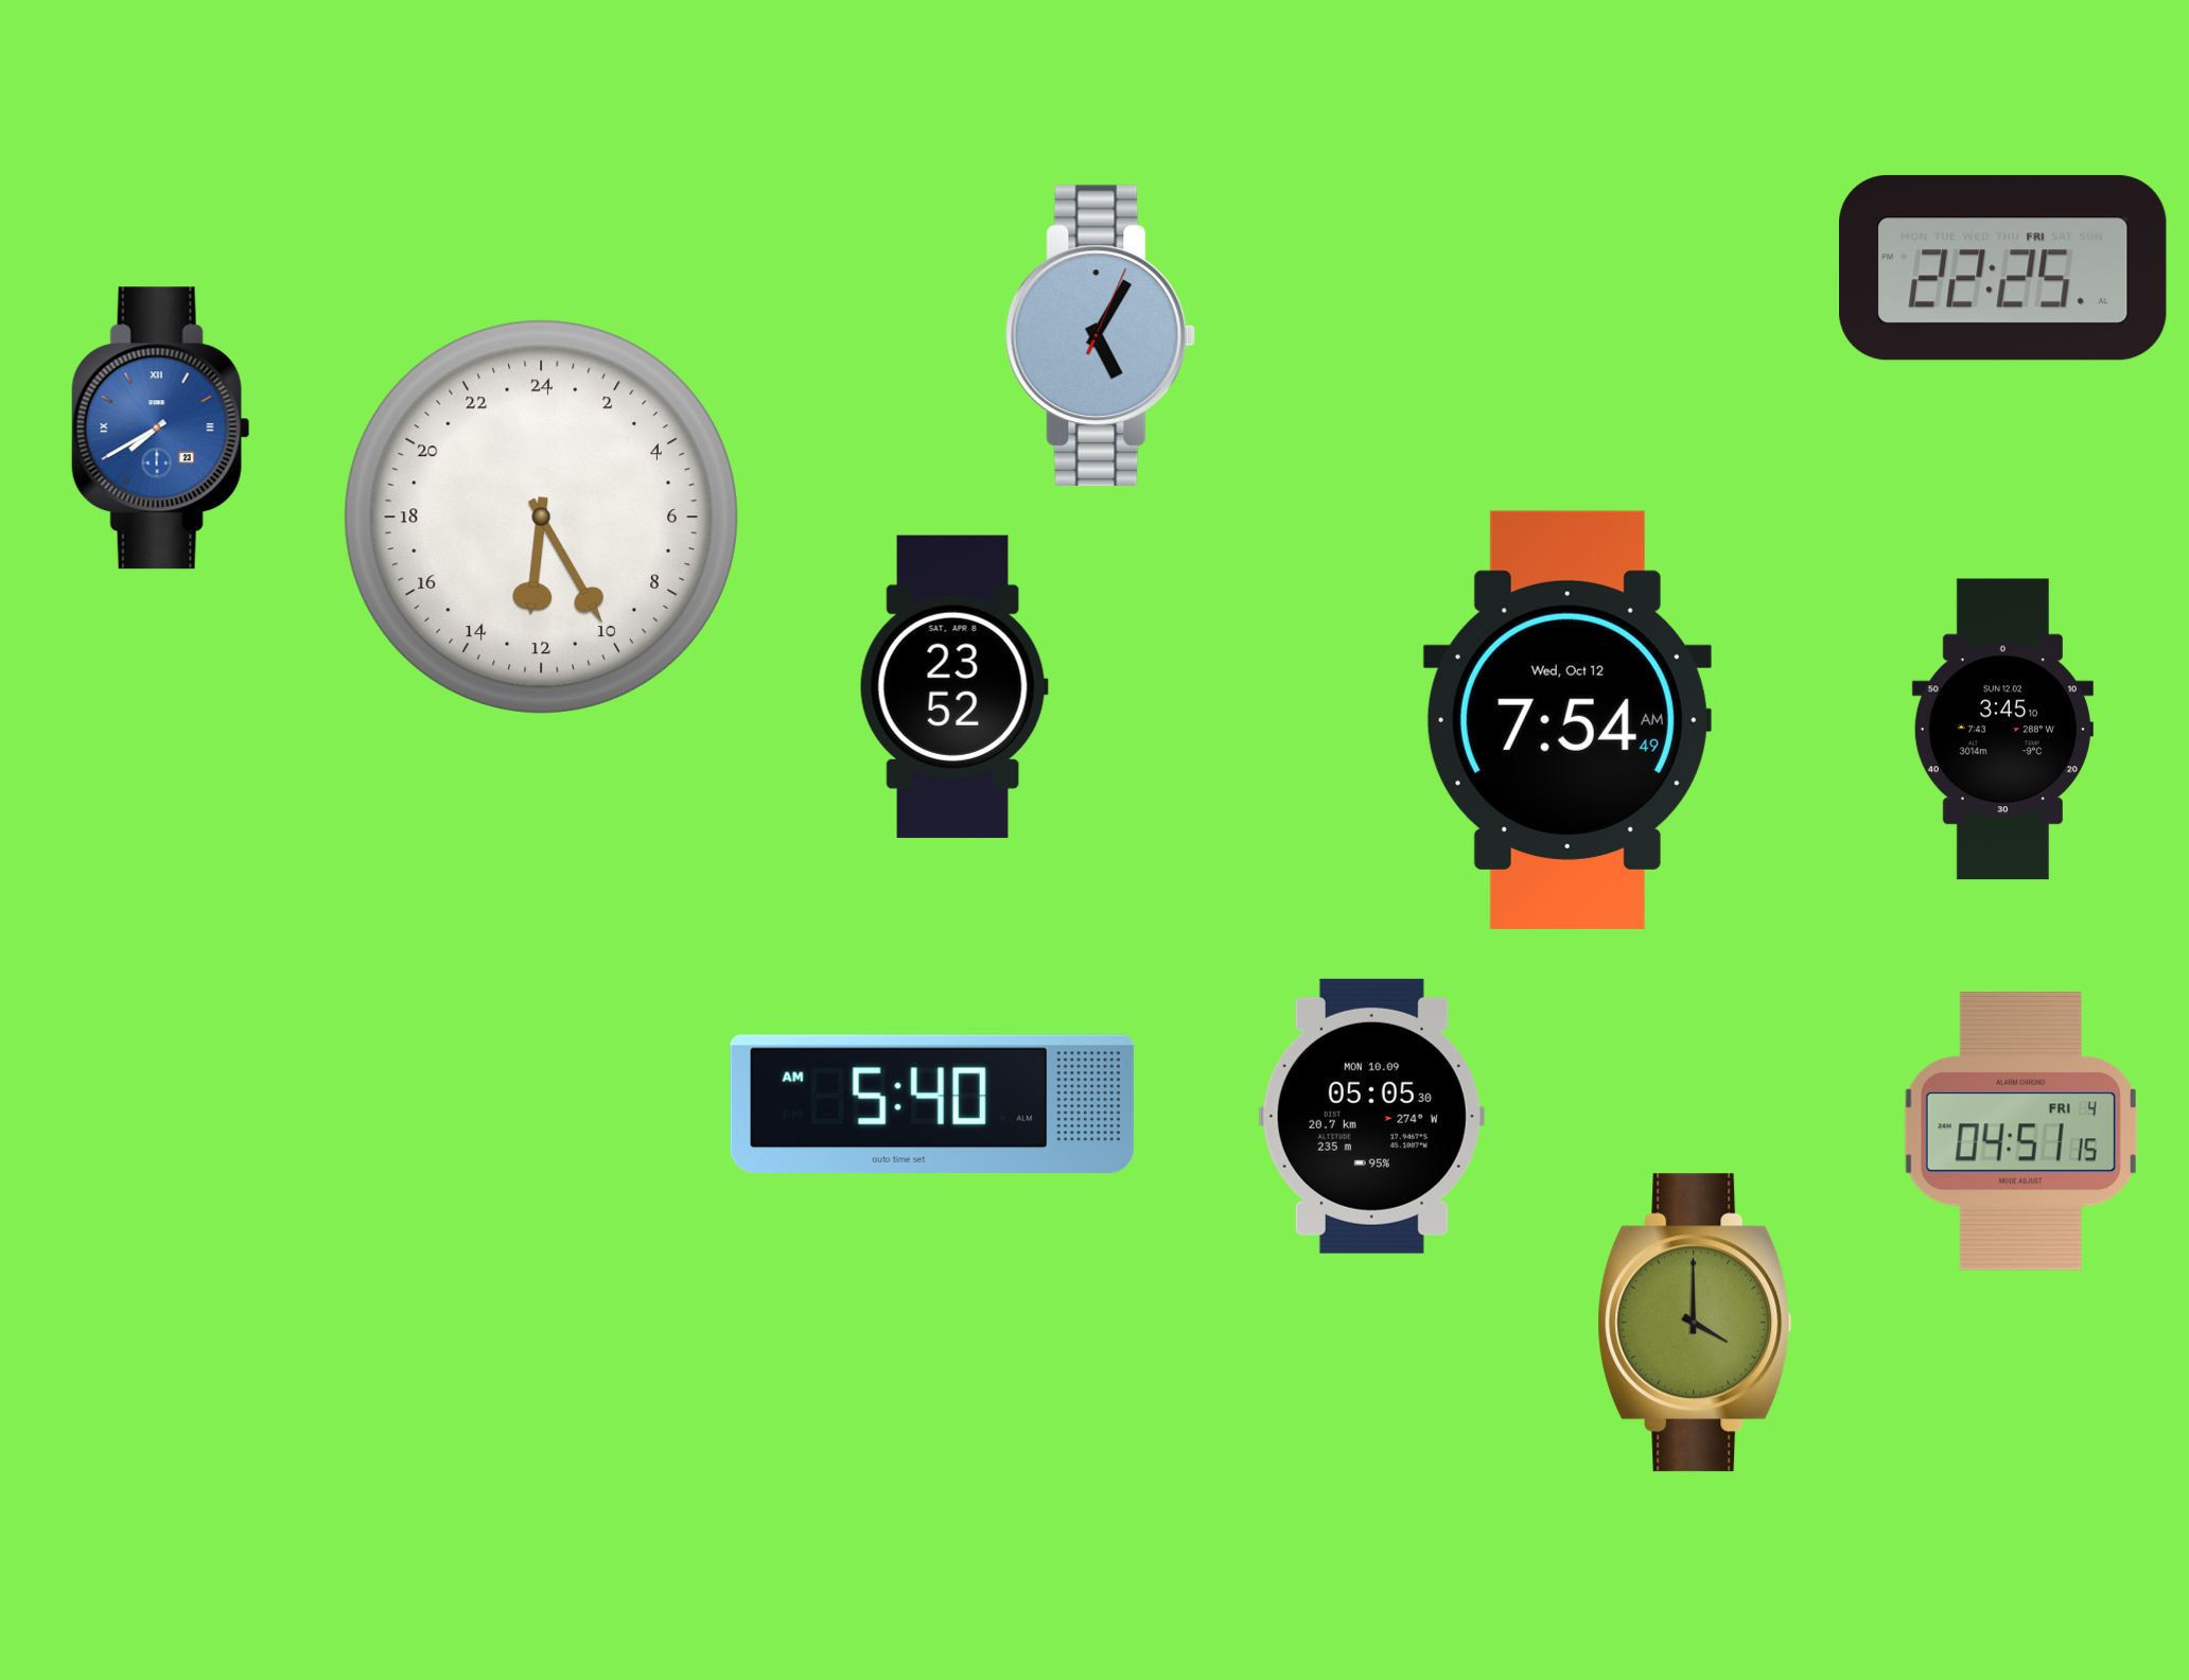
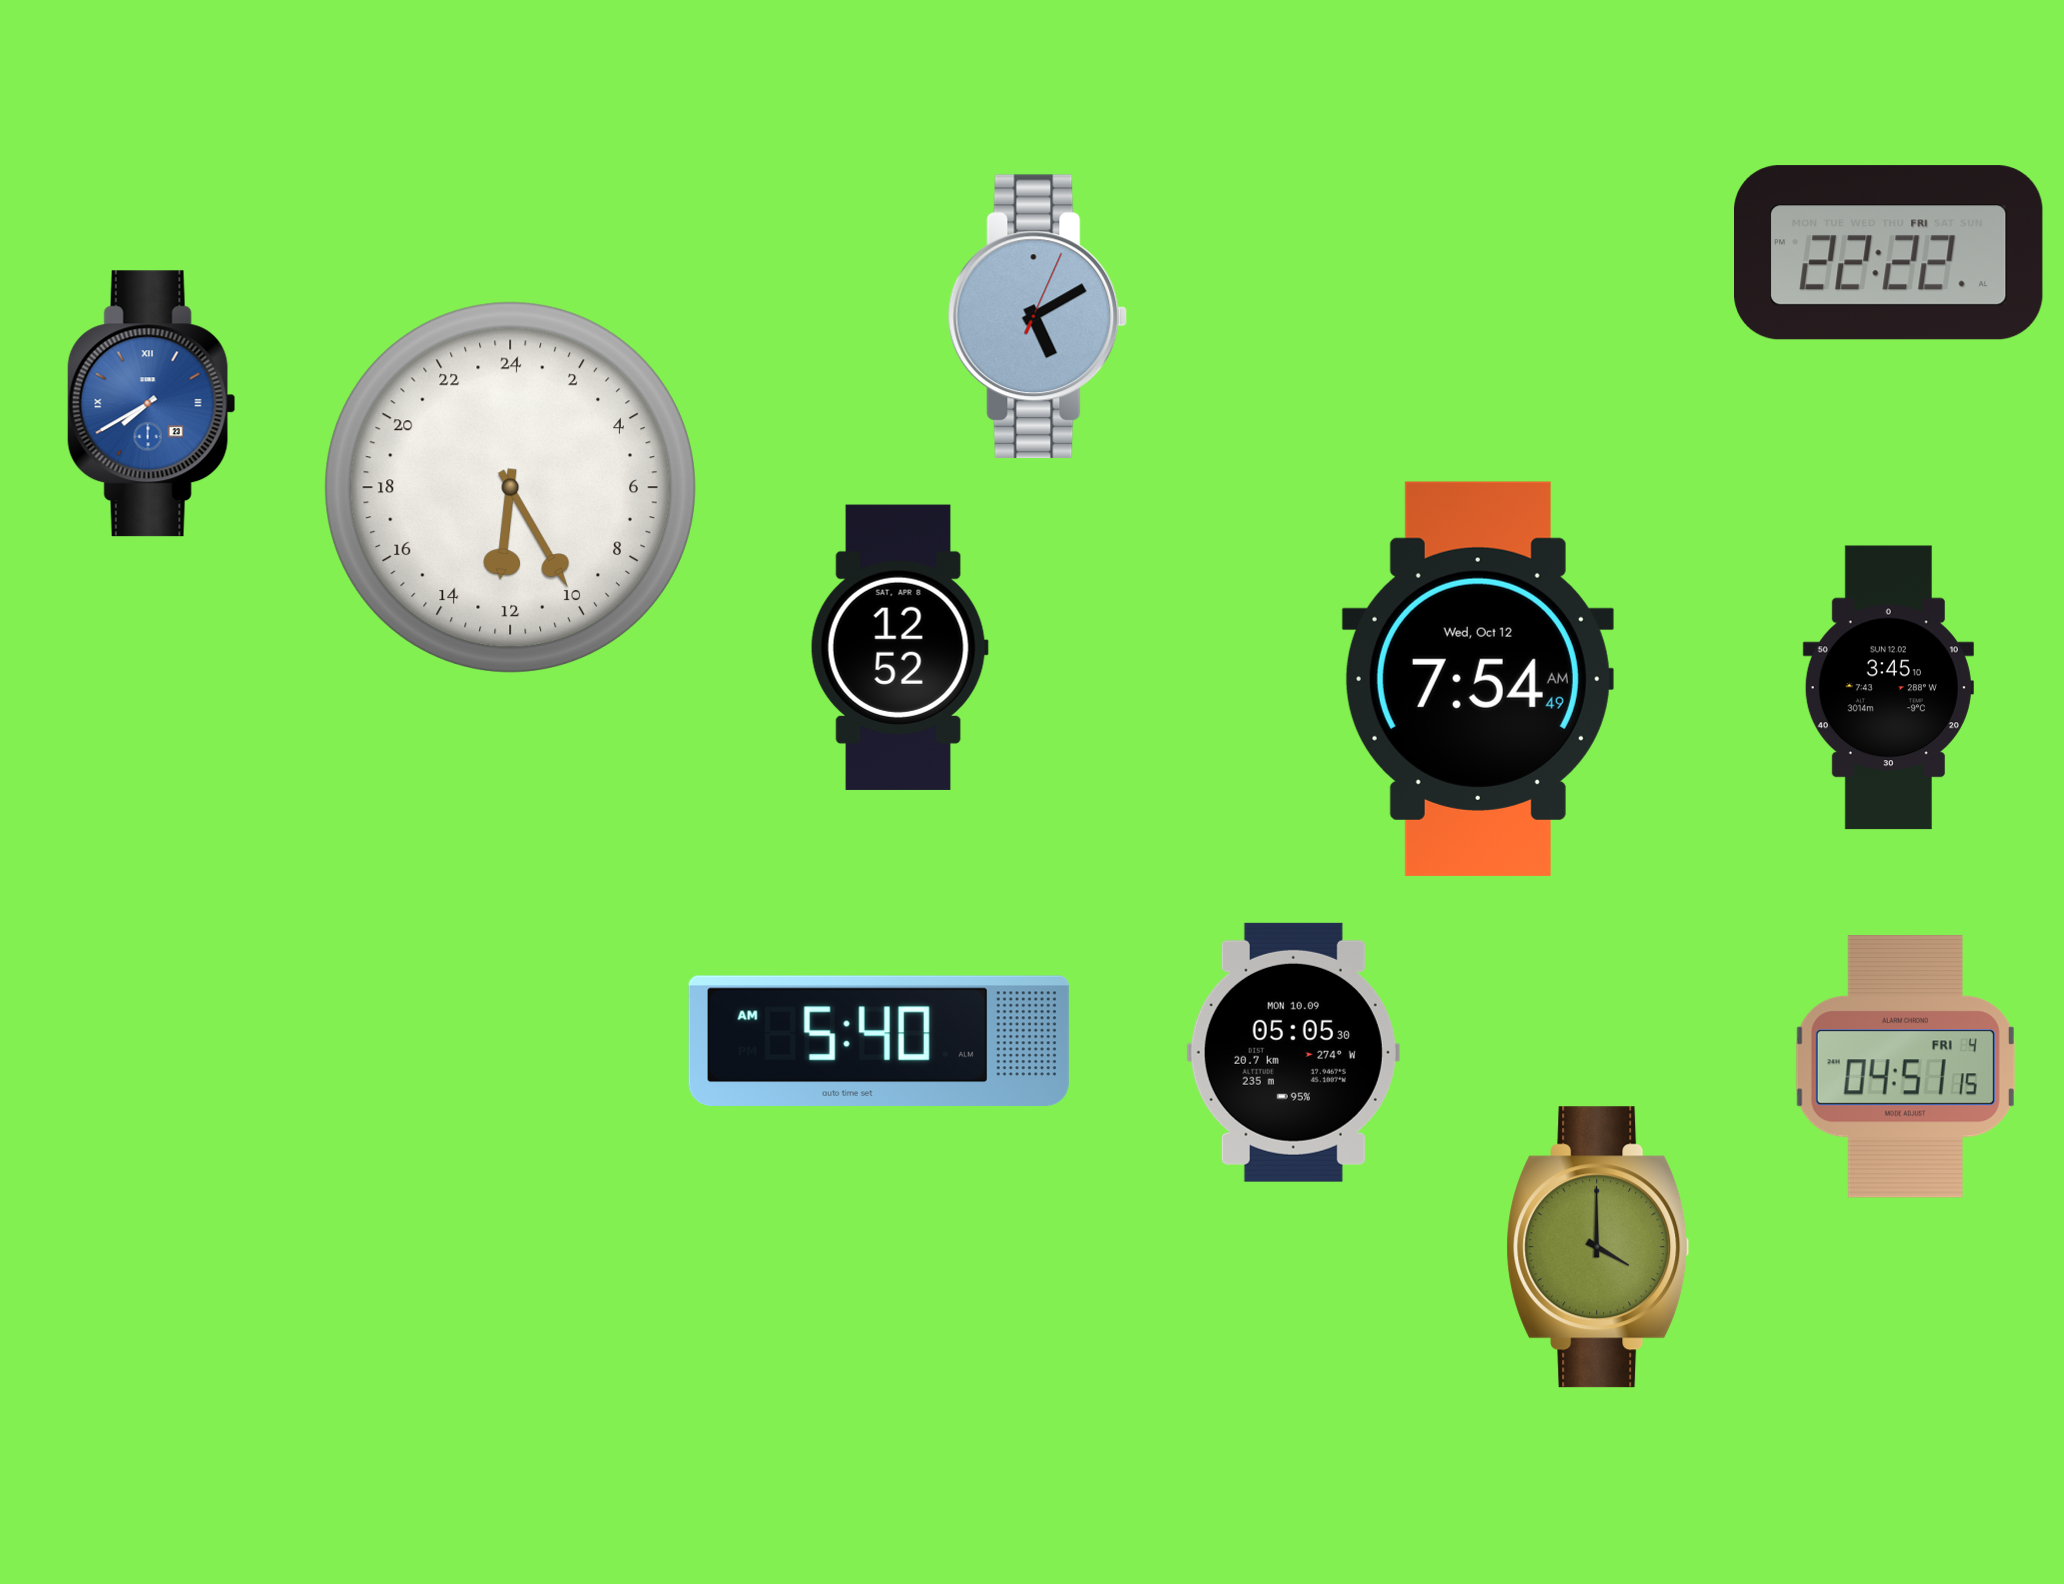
clock at (2003, 268): 22:25 -> 22:22
clock at (1101, 336): 5:05 -> 5:10
clock at (953, 686): 23:52 -> 12:52
